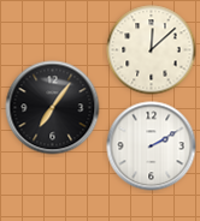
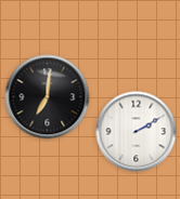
clock at (152, 50): 12:08 -> none
clock at (53, 108): 7:06 -> 7:01
